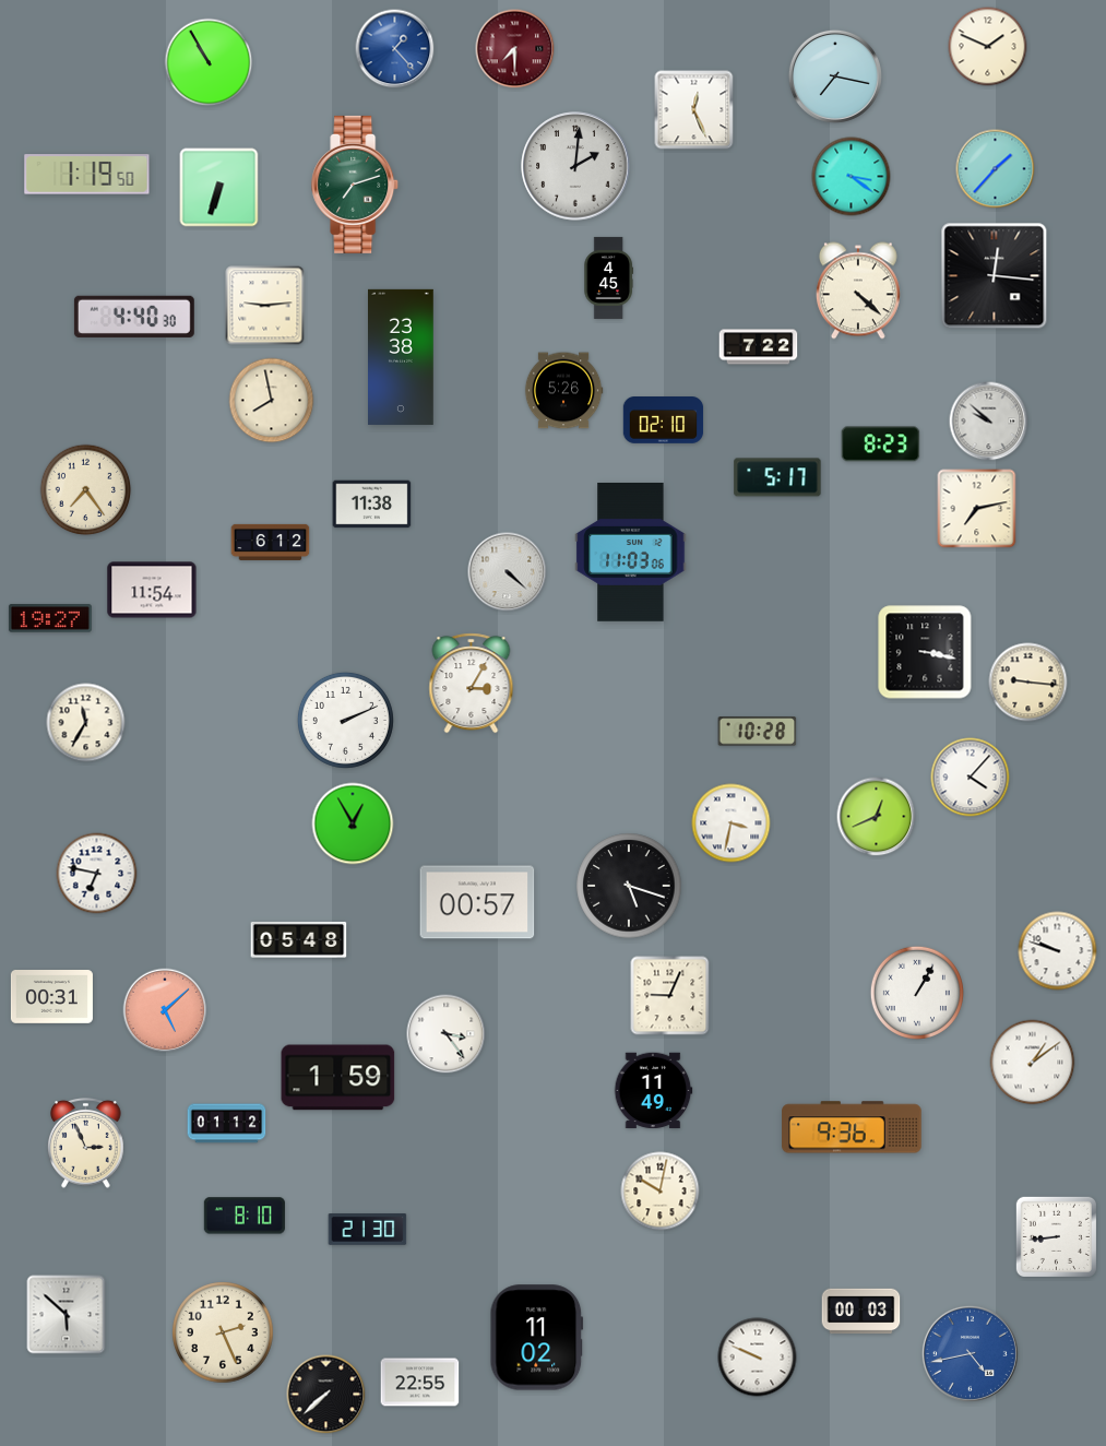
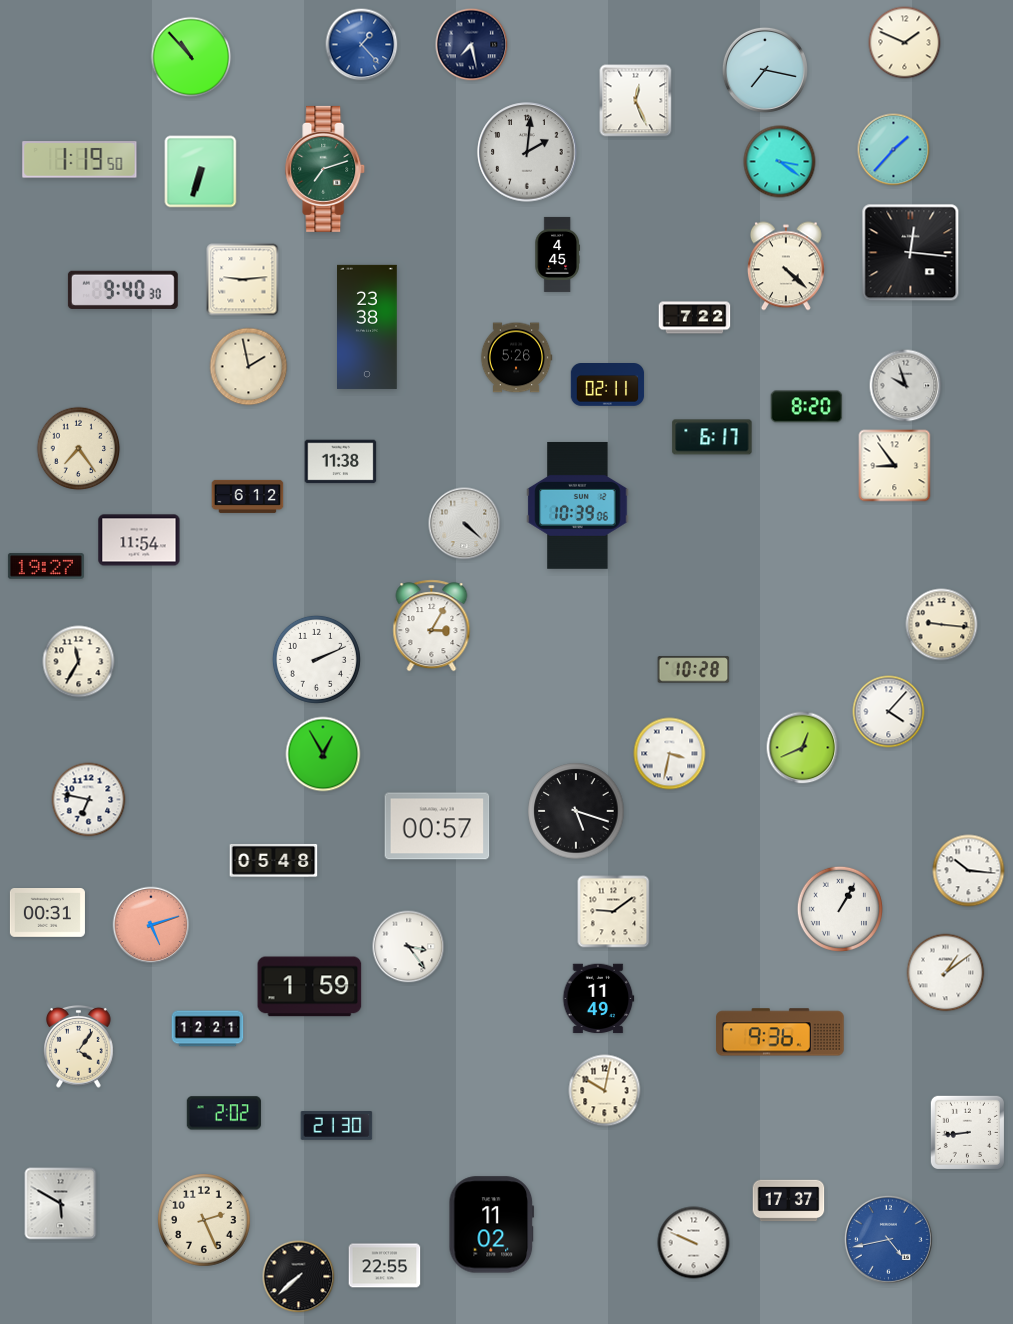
clock at (515, 49): 7:30 -> 7:28
clock at (515, 49) dial: burgundy -> navy
clock at (209, 62): 10:55 -> 10:53
clock at (996, 169) position: (996, 169) -> (894, 150)
clock at (134, 317): 4:40 -> 9:40
clock at (272, 401): 7:58 -> 1:58
clock at (664, 420): 02:10 -> 02:11
clock at (989, 422): 9:52 -> 9:57
clock at (881, 445): 8:23 -> 8:20
clock at (777, 477): 5:17 -> 6:17
clock at (977, 509): 7:13 -> 8:54
clock at (631, 552): 11:03 -> 10:39
clock at (925, 652): 3:17 -> none
clock at (1058, 951): 9:48 -> 10:16
clock at (670, 996): 9:04 -> 9:09
clock at (165, 1010): 5:08 -> 5:12
clock at (227, 1124): 01:12 -> 12:21
clock at (86, 1143): 2:56 -> 4:06
clock at (245, 1216): 8:10 -> 2:02
clock at (861, 1312): 00:03 -> 17:37
clock at (67, 1315): 5:52 -> 5:50
